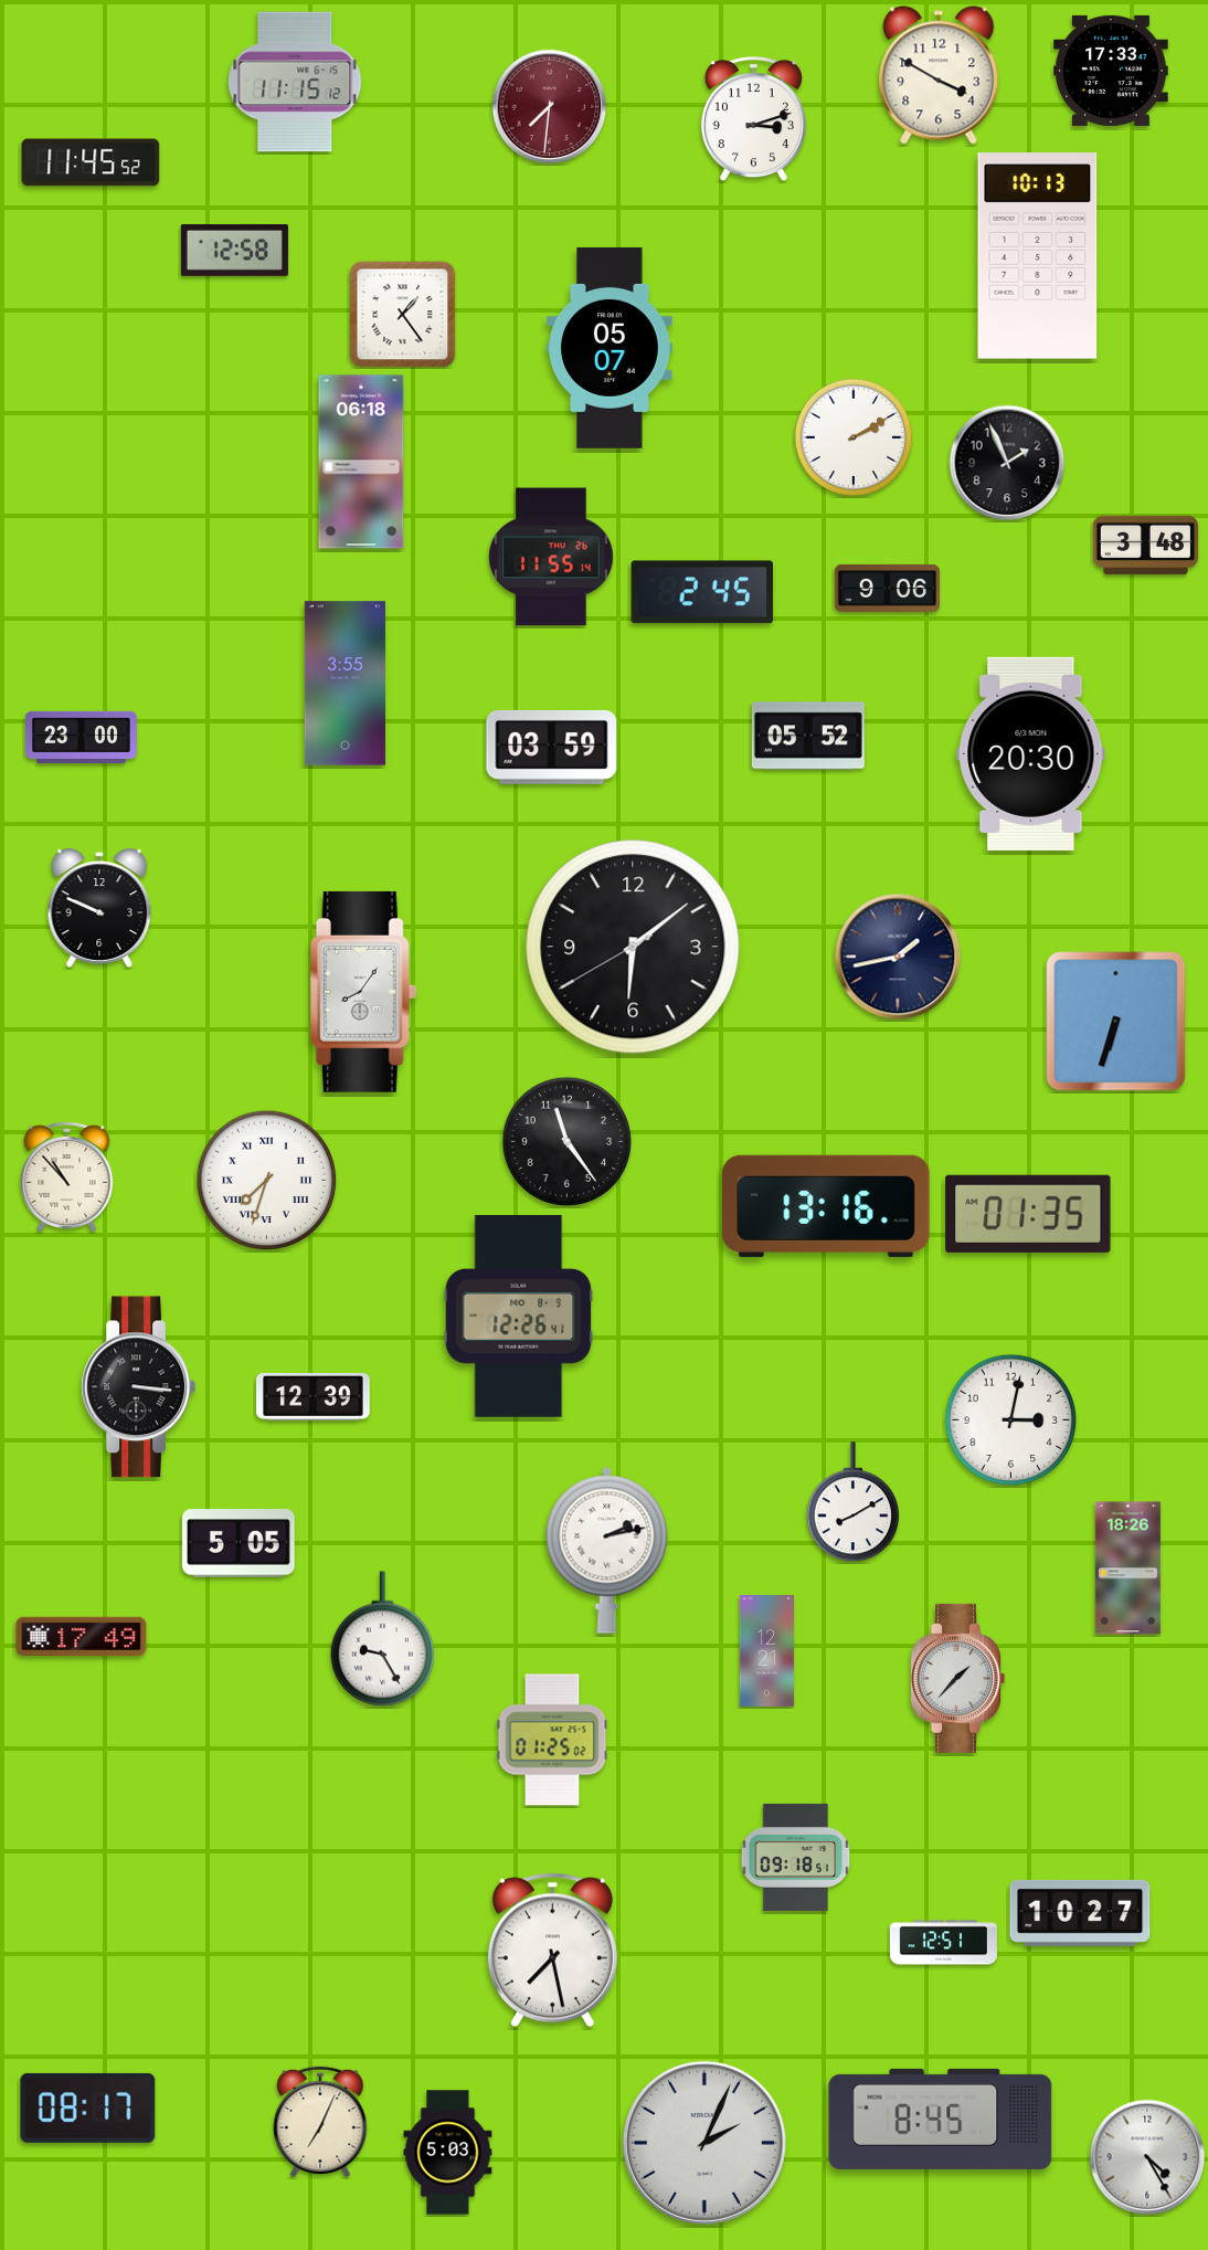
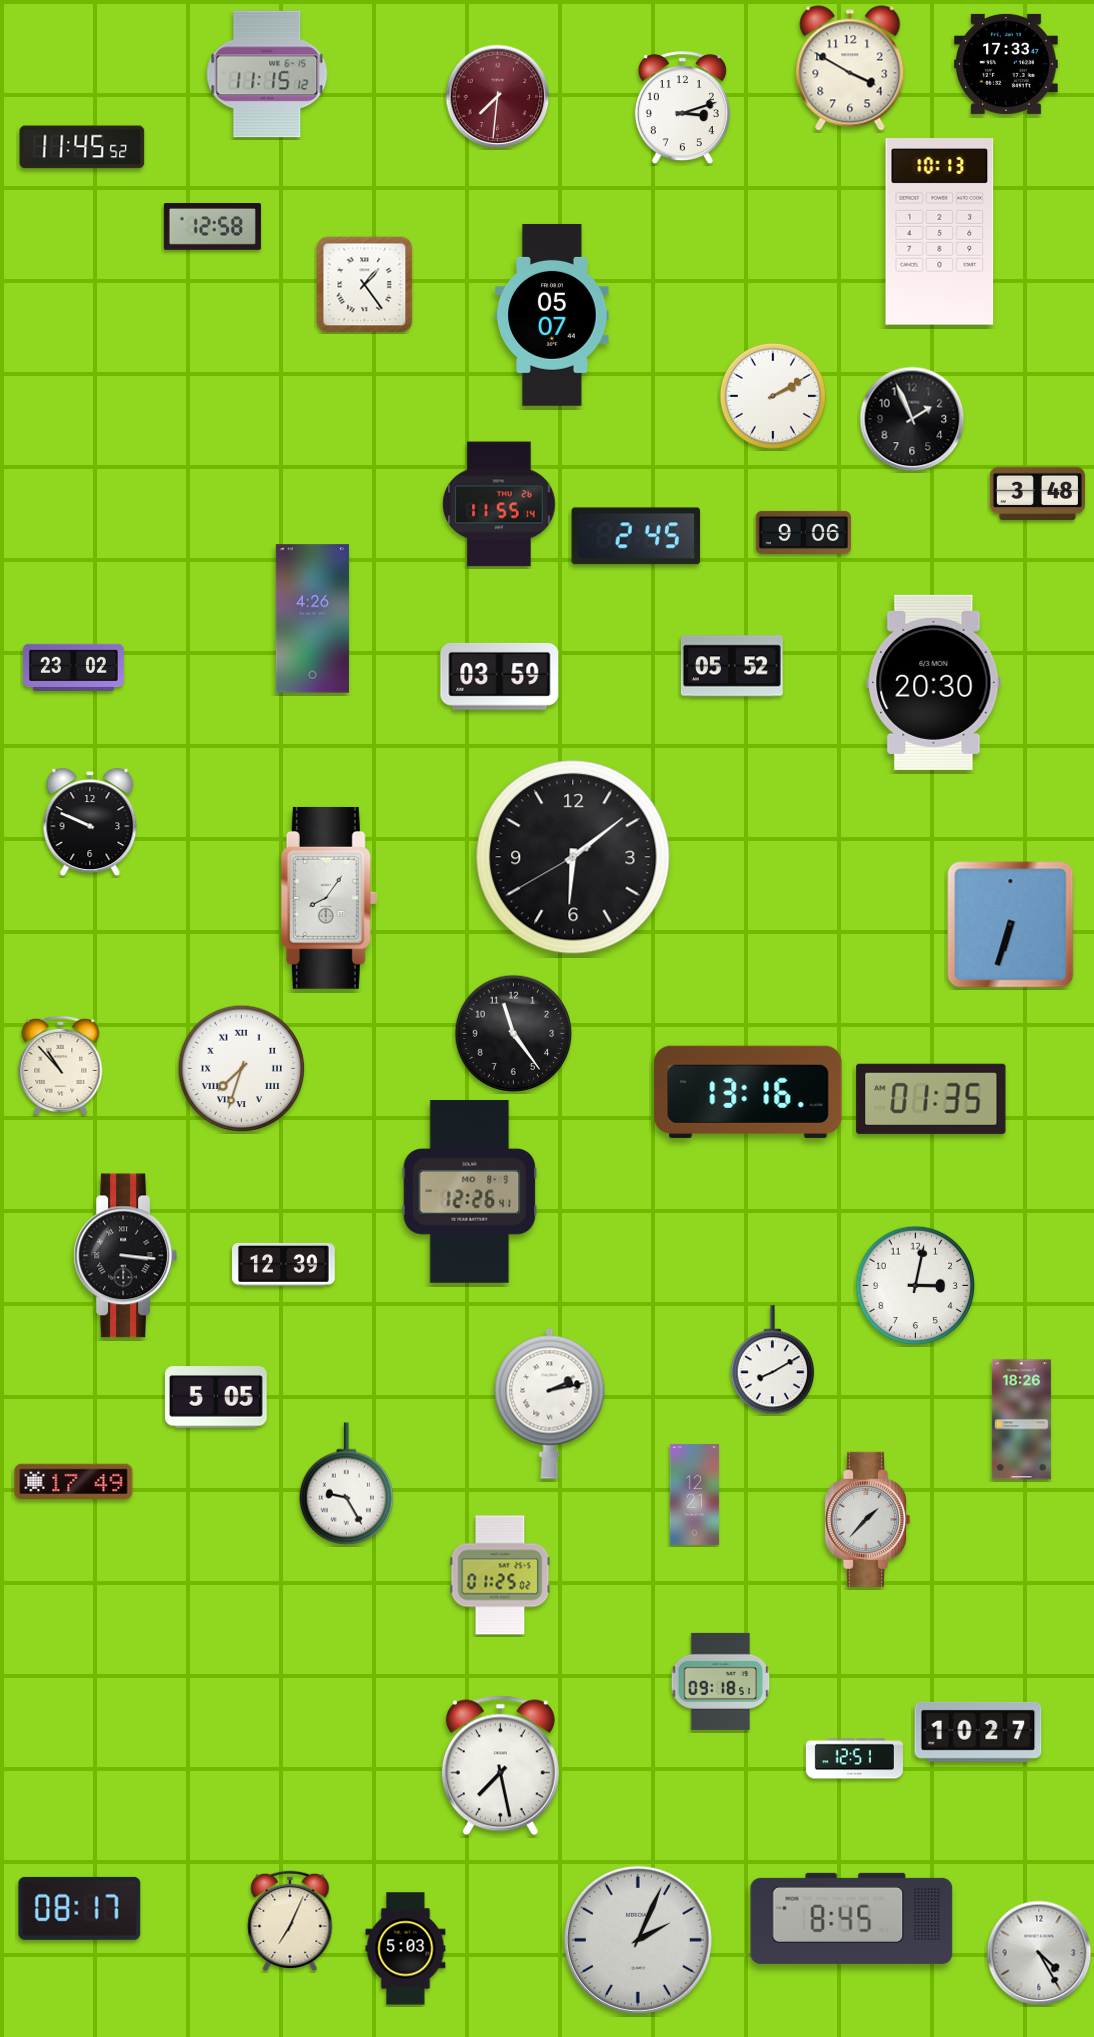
clock at (361, 462): 06:18 -> none
clock at (345, 684): 3:55 -> 4:26
clock at (81, 738): 23:00 -> 23:02
clock at (898, 957): 1:43 -> none
